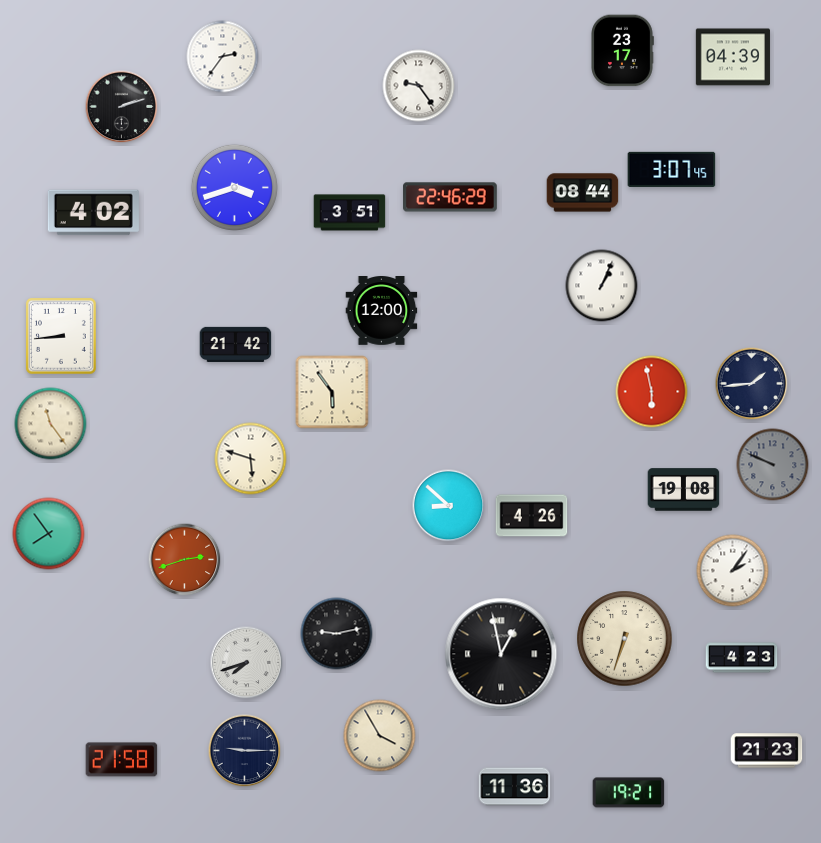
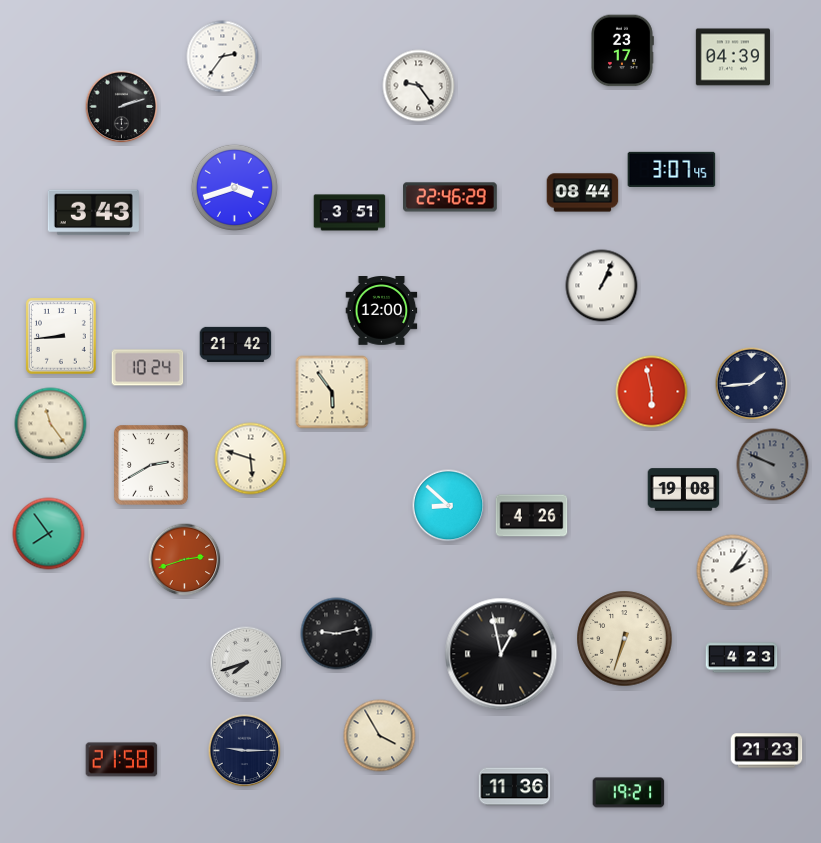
clock at (93, 213): 4:02 -> 3:43
clock at (148, 368): none -> 10:24
clock at (151, 466): none -> 2:40
